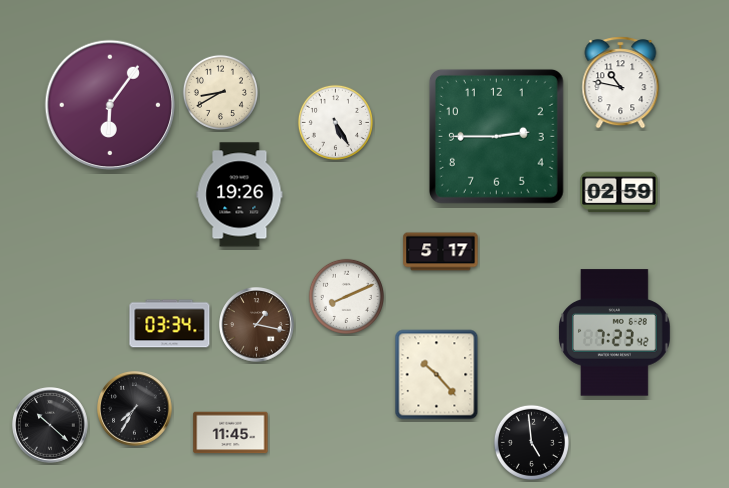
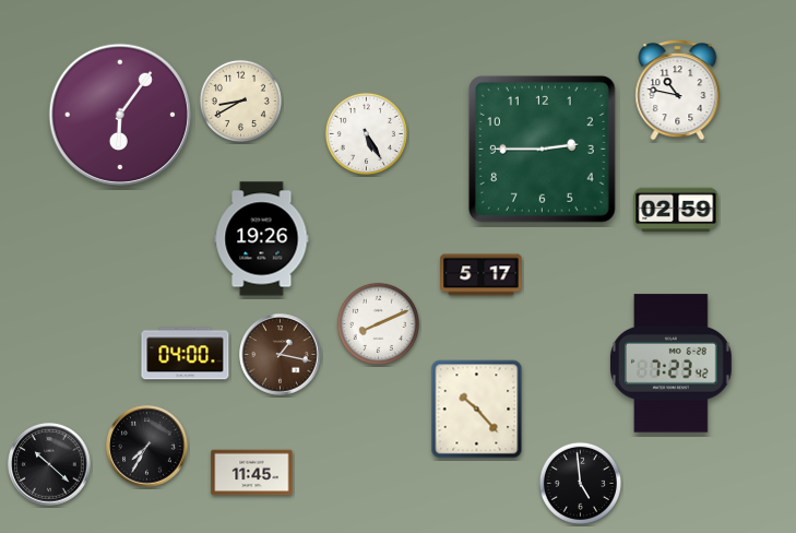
clock at (240, 195) position: (240, 195) -> (262, 239)
clock at (170, 324): 03:34 -> 04:00
clock at (50, 425) position: (50, 425) -> (49, 464)
